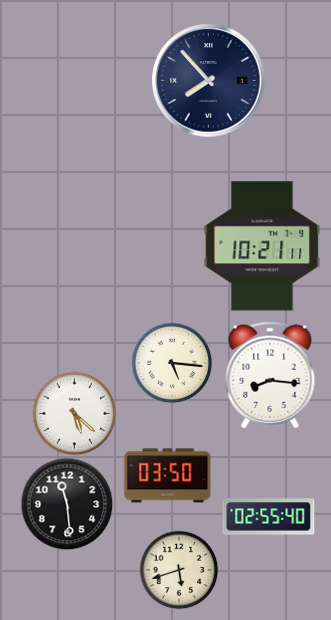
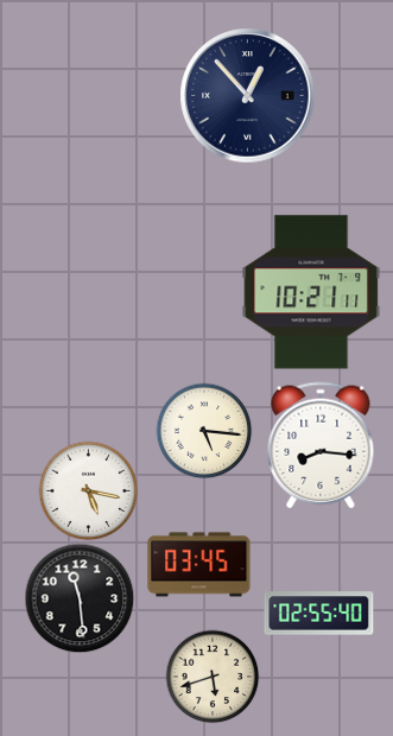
clock at (209, 81): 7:53 -> 12:53
clock at (74, 413): 5:22 -> 5:17
clock at (168, 476): 03:50 -> 03:45
